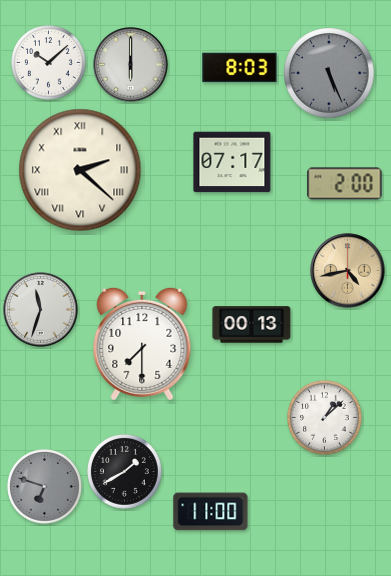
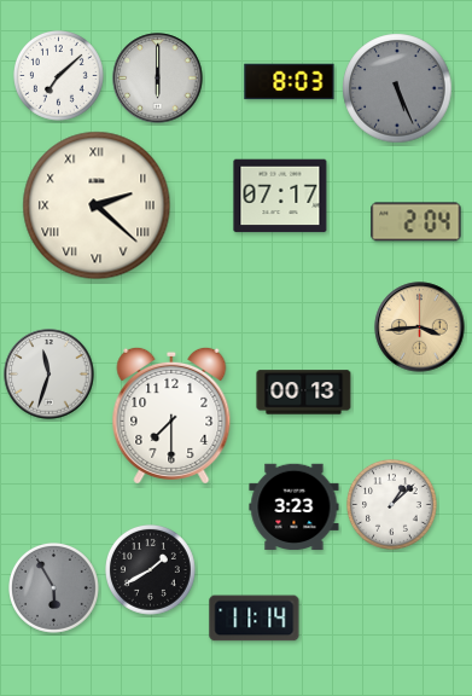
clock at (49, 63): 10:08 -> 7:08
clock at (345, 184): 2:00 -> 2:04
clock at (348, 271): 4:43 -> 3:44
clock at (295, 507): none -> 3:23
clock at (45, 487): 6:48 -> 5:55
clock at (211, 512): 11:00 -> 11:14
